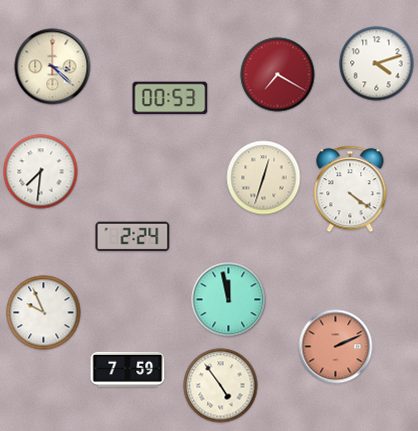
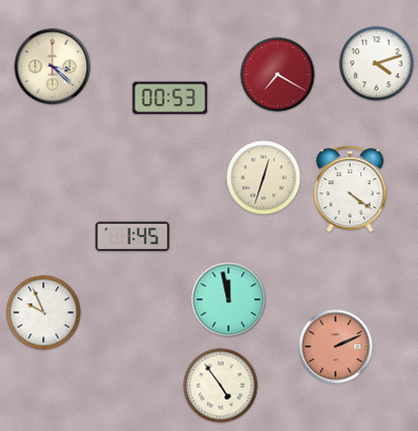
clock at (41, 172): 7:31 -> none
clock at (133, 237): 2:24 -> 1:45
clock at (128, 370): 7:59 -> none
